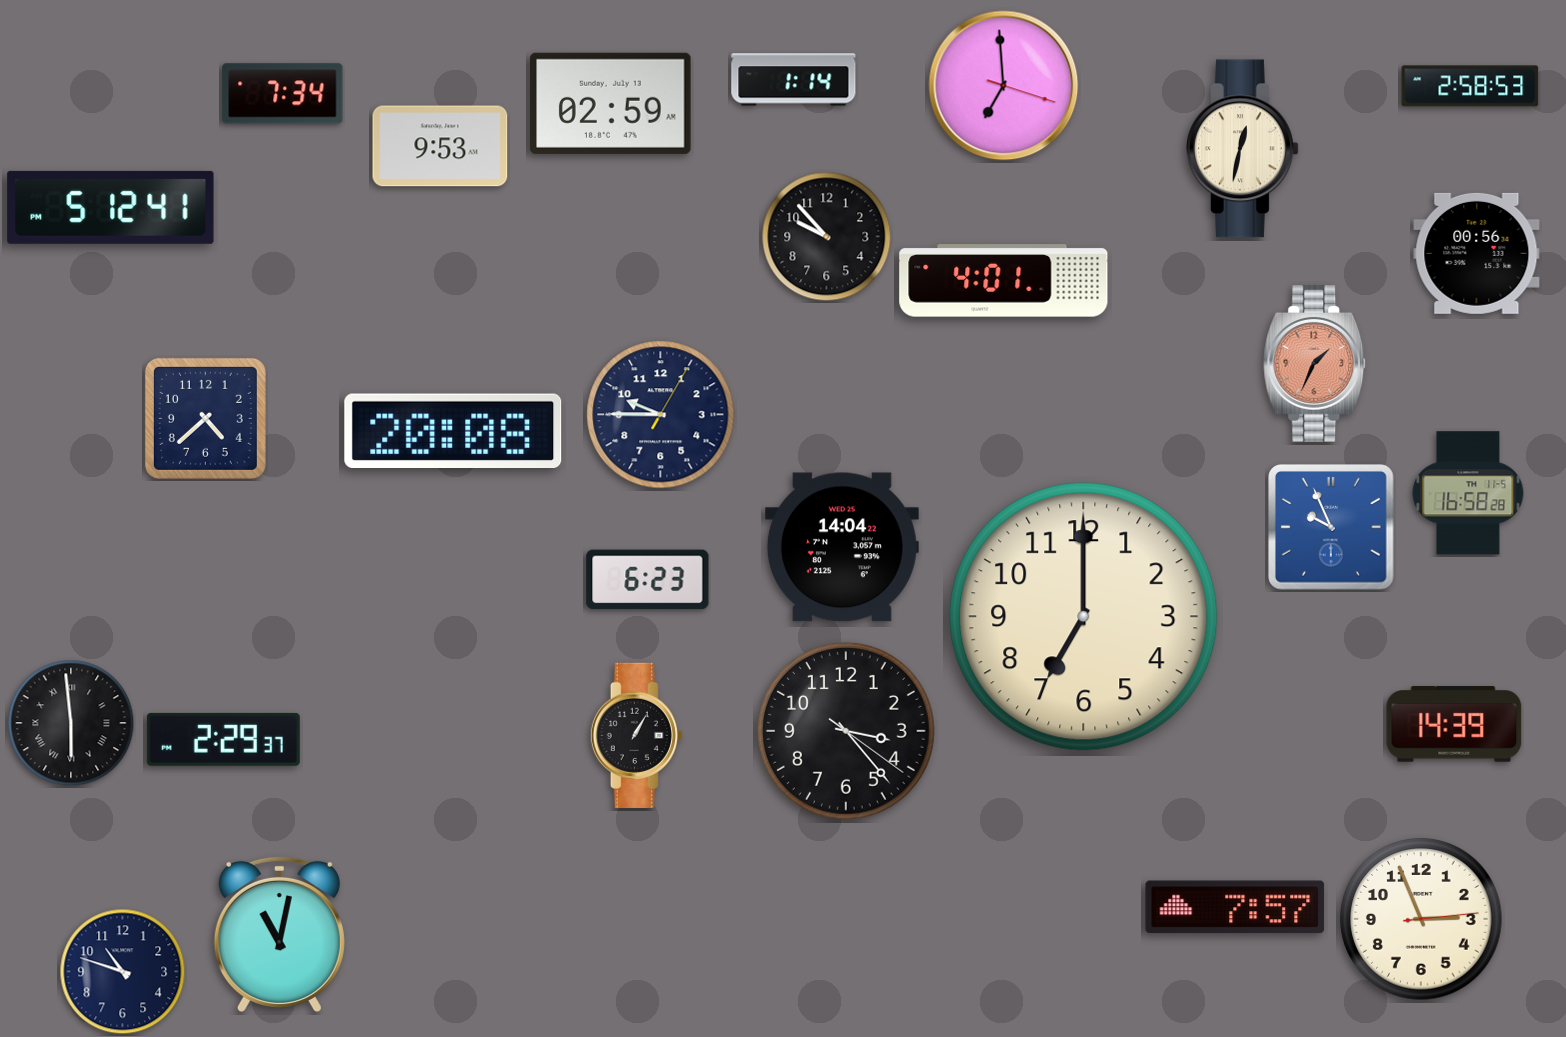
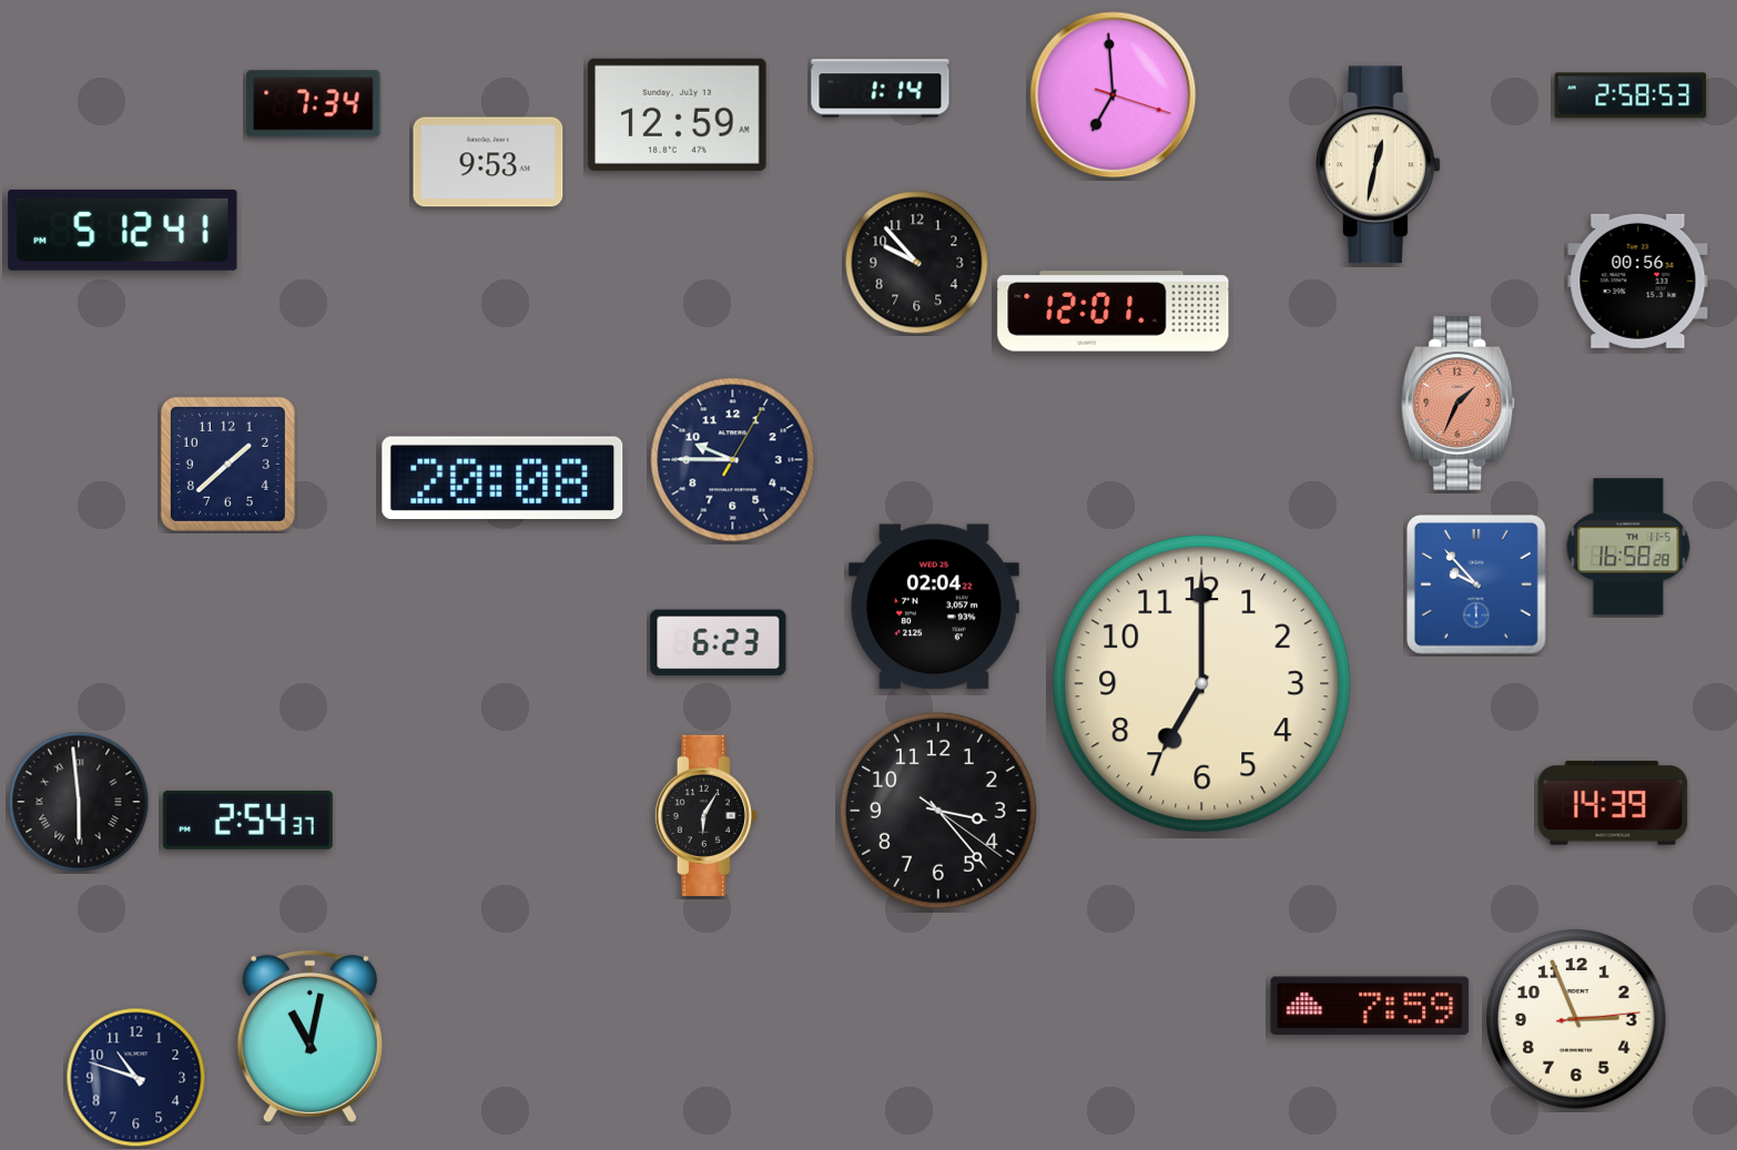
clock at (611, 103): 02:59 -> 12:59
clock at (1004, 281): 4:01 -> 12:01
clock at (205, 418): 4:38 -> 1:38
clock at (1332, 528): 9:56 -> 9:53
clock at (842, 547): 14:04 -> 02:04
clock at (636, 735): 1:05 -> 6:05
clock at (223, 739): 2:29 -> 2:54
clock at (1235, 907): 7:57 -> 7:59
